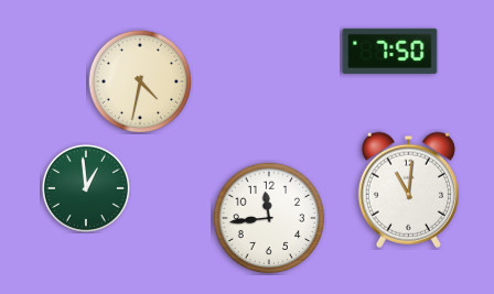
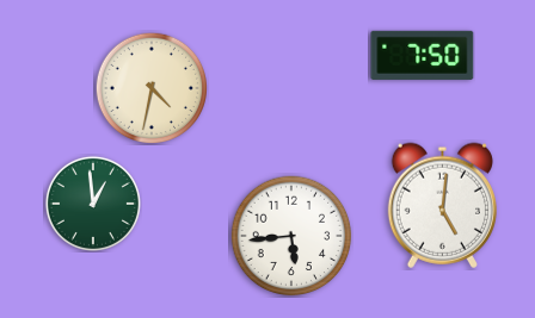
clock at (408, 189): 11:01 -> 5:01
clock at (269, 218): 11:44 -> 5:44
